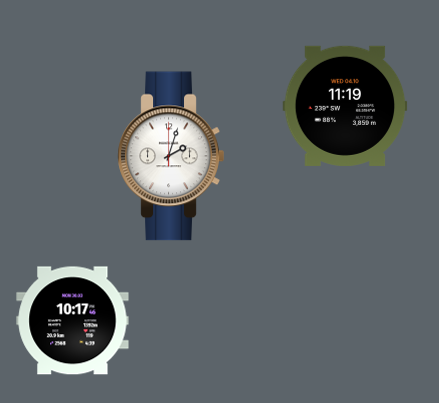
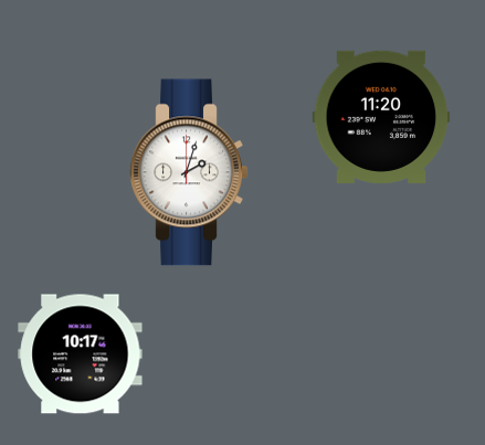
clock at (345, 106): 11:19 -> 11:20
